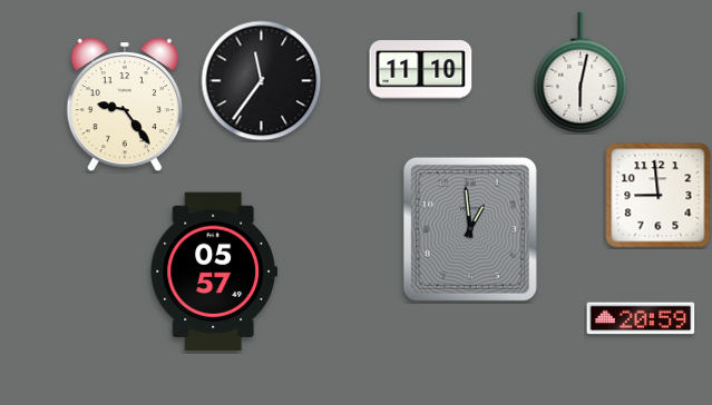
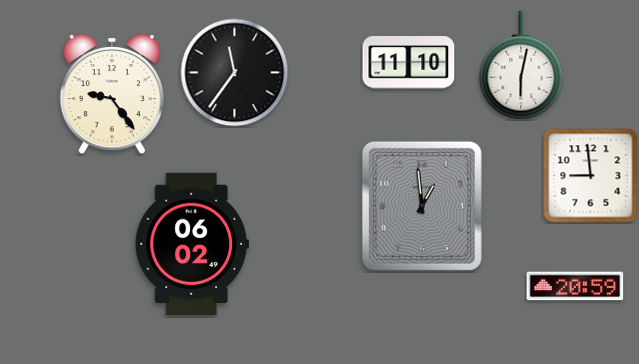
clock at (421, 70) position: (421, 70) -> (409, 63)
clock at (214, 271): 05:57 -> 06:02
